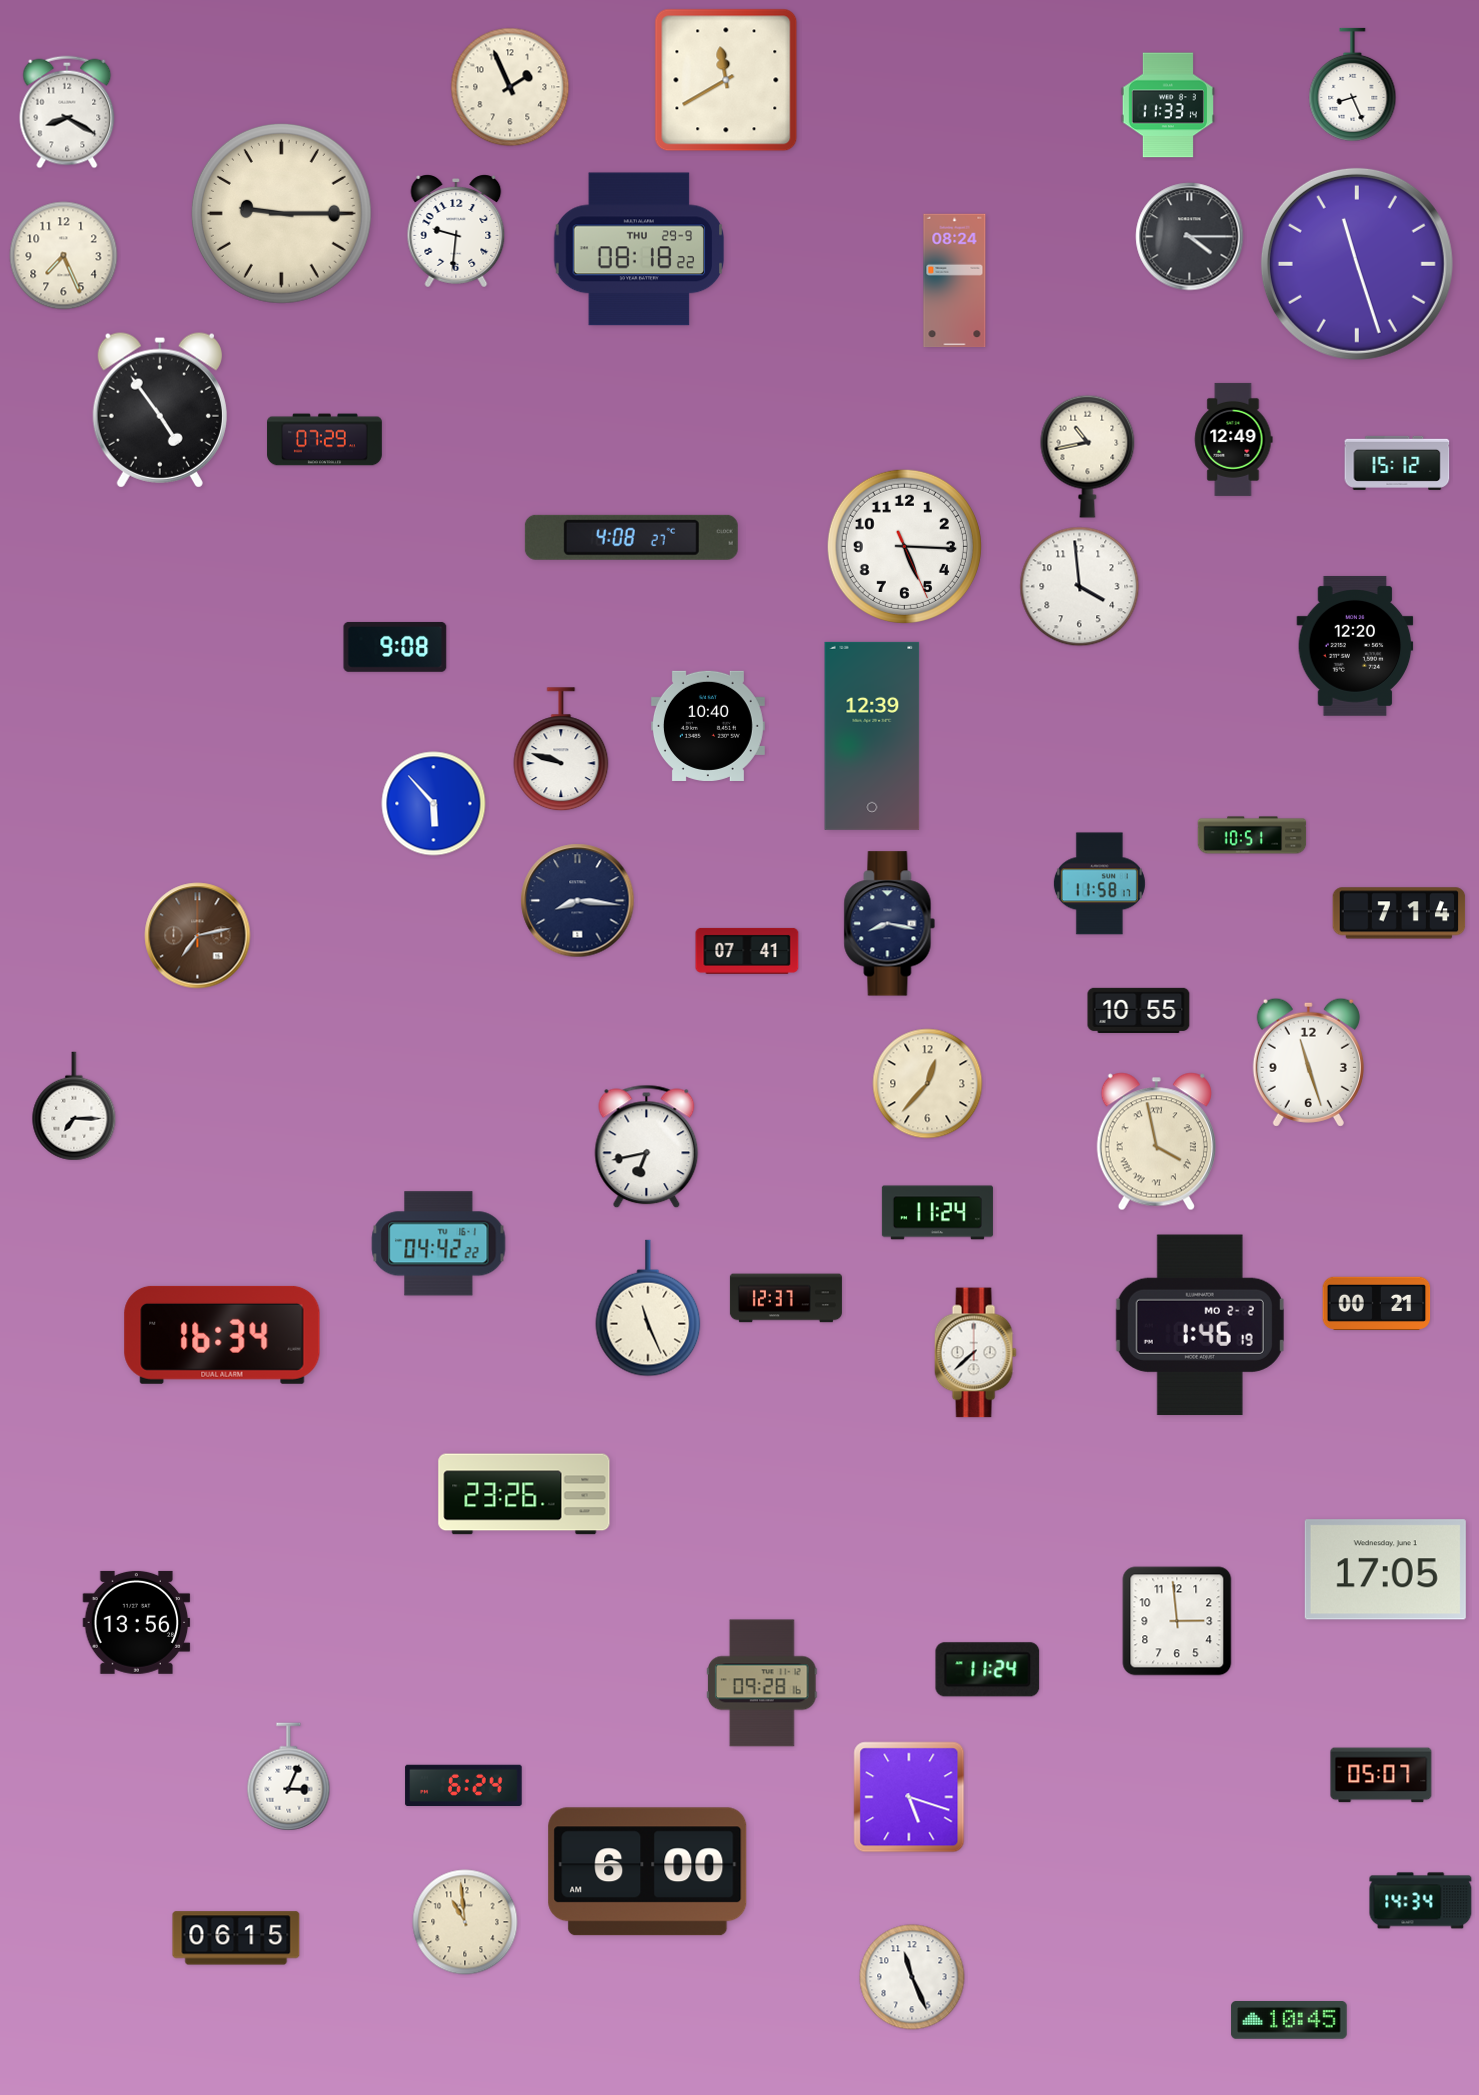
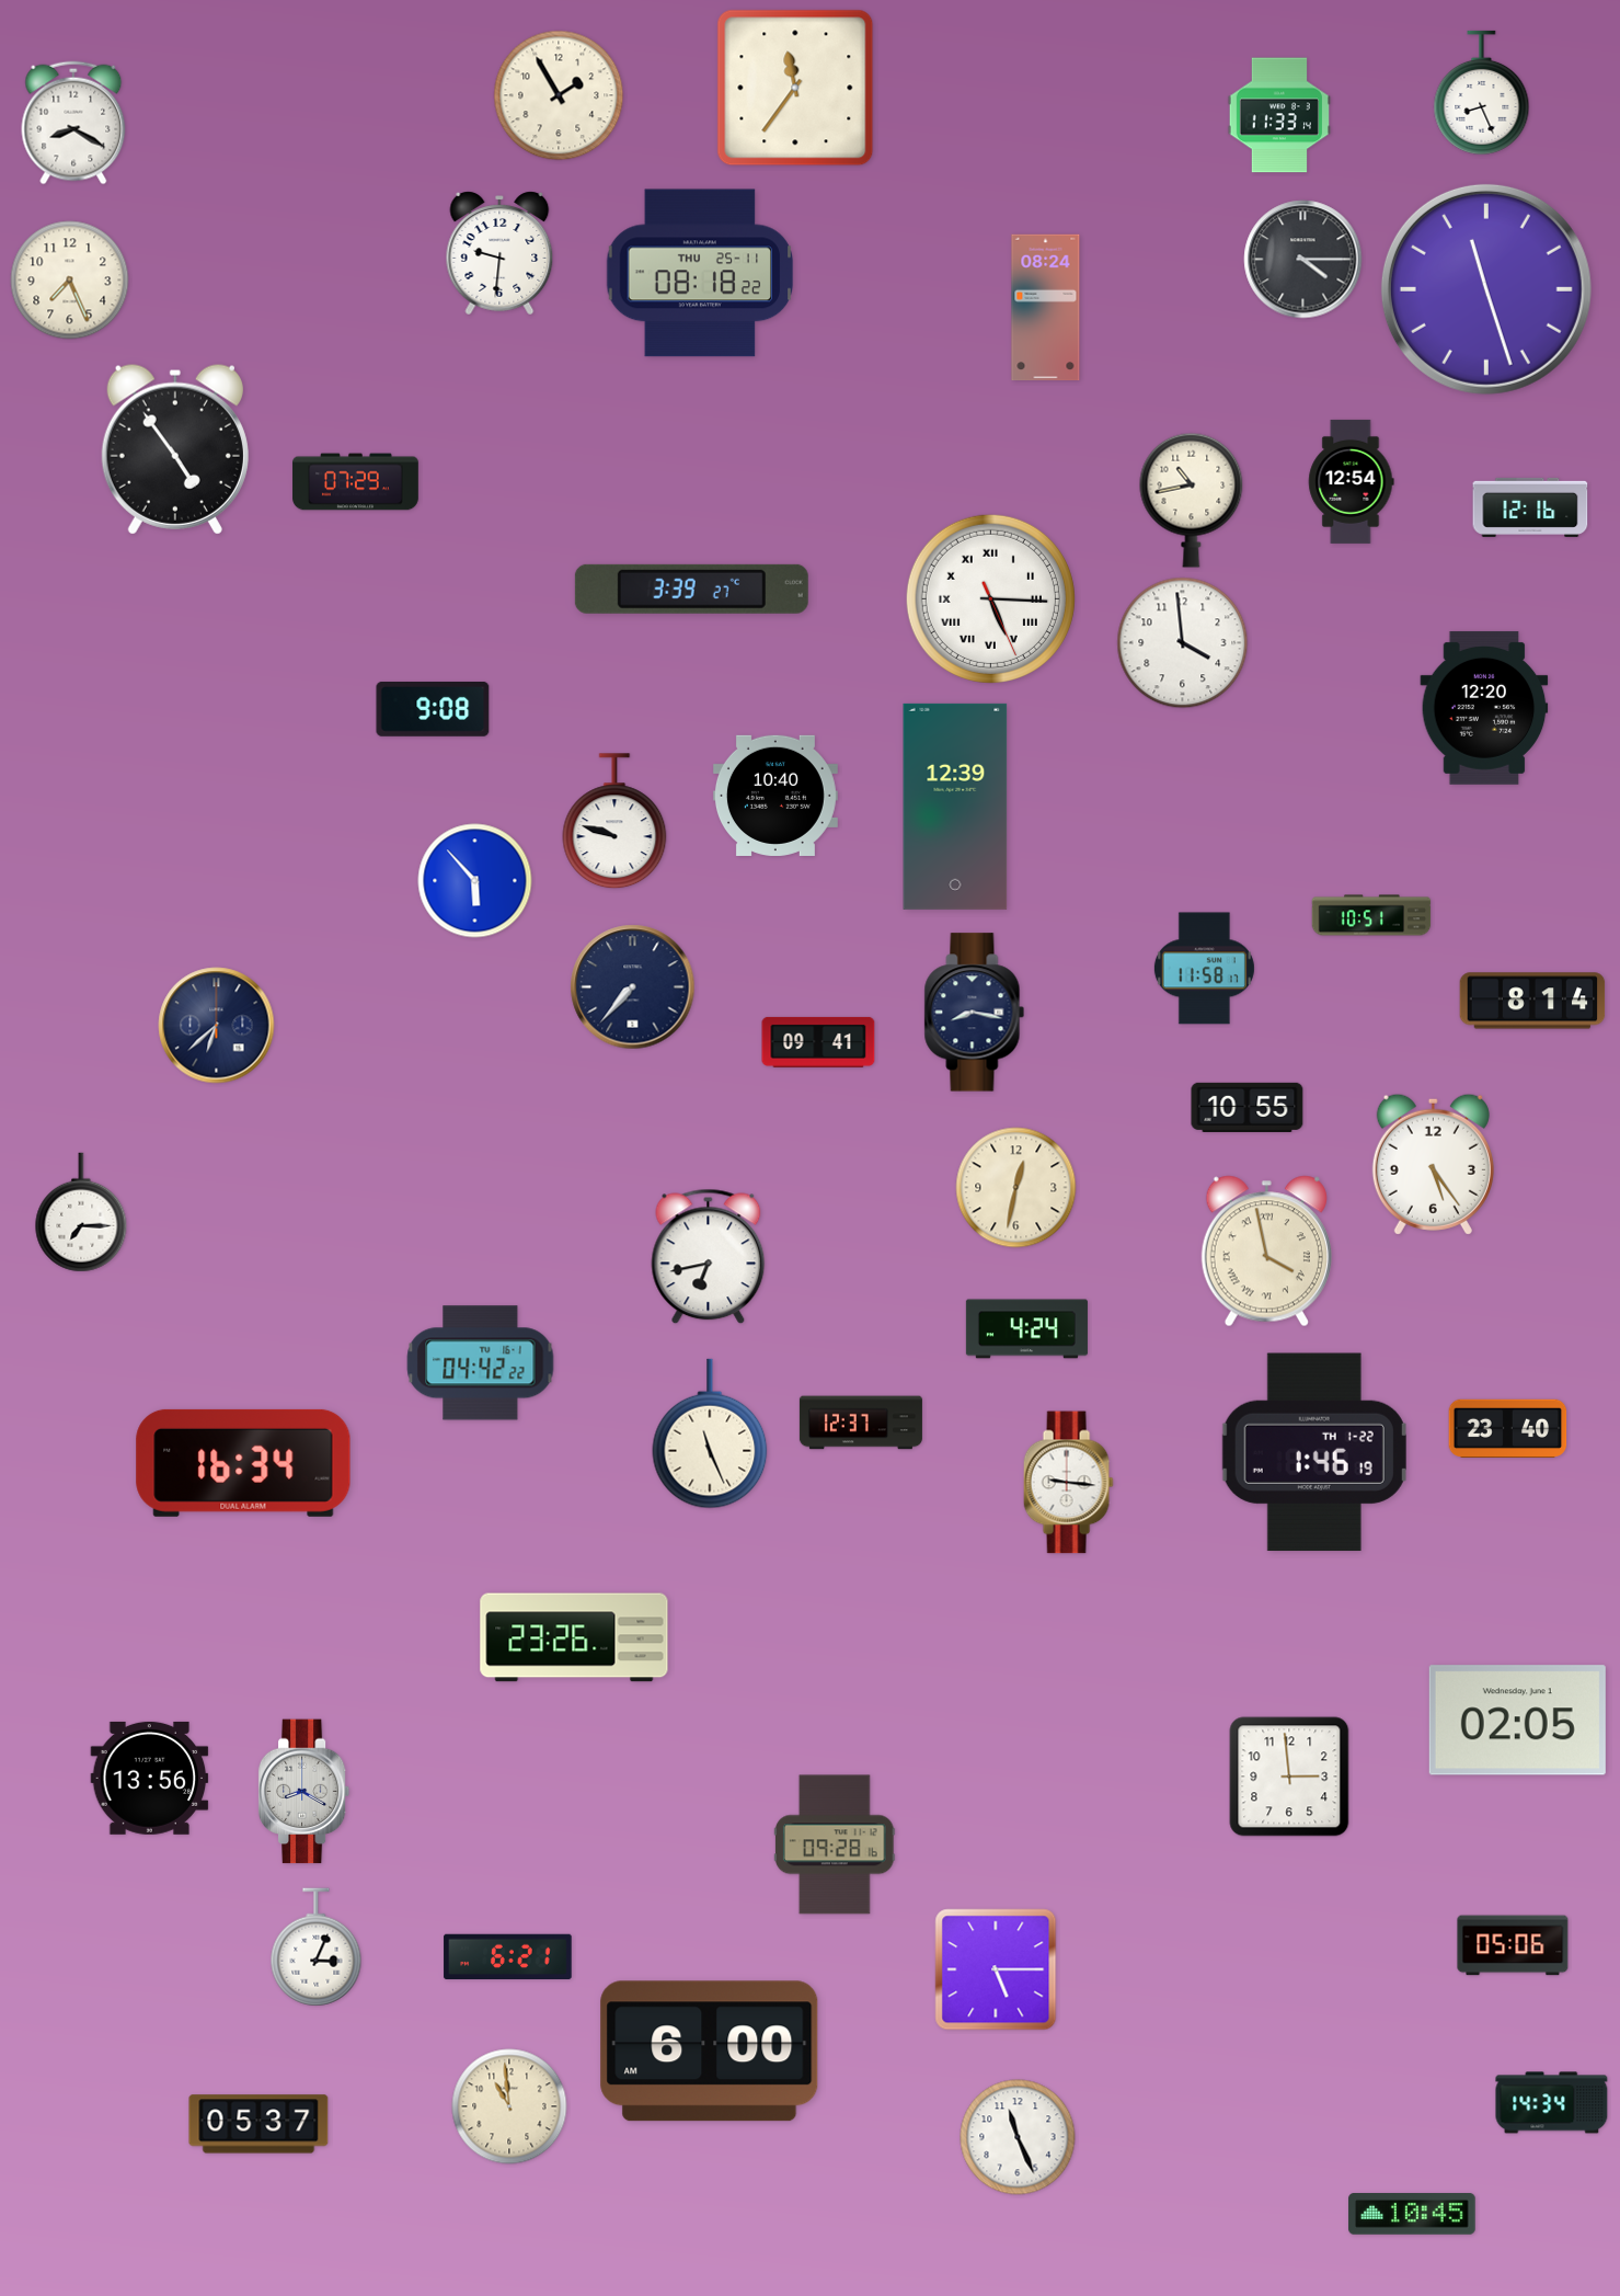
clock at (726, 80): 11:40 -> 11:36
clock at (510, 87): 1:56 -> 1:55
clock at (281, 213): 9:15 -> none
clock at (639, 249) date: THU 29-9 -> THU 25-11
clock at (1234, 439): 12:49 -> 12:54
clock at (1397, 463): 15:12 -> 12:16
clock at (631, 537): 4:08 -> 3:39
clock at (904, 546) numerals: Arabic -> Roman
clock at (578, 901): 8:16 -> 7:37
clock at (1399, 913): 7:14 -> 8:14
clock at (198, 936): 7:13 -> 6:38
clock at (198, 936) dial: brown -> navy
clock at (747, 951): 07:41 -> 09:41
clock at (1308, 1062): 11:27 -> 5:24
clock at (928, 1084): 12:37 -> 12:32
clock at (937, 1213): 11:24 -> 4:24
clock at (1377, 1303): 00:21 -> 23:40
clock at (1200, 1325) date: MO 2-2 -> TH 1-22
clock at (975, 1353): 7:38 -> 9:16
clock at (1385, 1570): 17:05 -> 02:05
clock at (305, 1792): none -> 8:20
clock at (988, 1670): 11:24 -> none
clock at (1381, 1775): 05:07 -> 05:06
clock at (464, 1785): 6:24 -> 6:21
clock at (909, 1797): 5:18 -> 5:15
clock at (1421, 1901) position: (1421, 1901) -> (1552, 2103)
clock at (236, 1938): 06:15 -> 05:37
clock at (912, 1977) position: (912, 1977) -> (1018, 2137)
